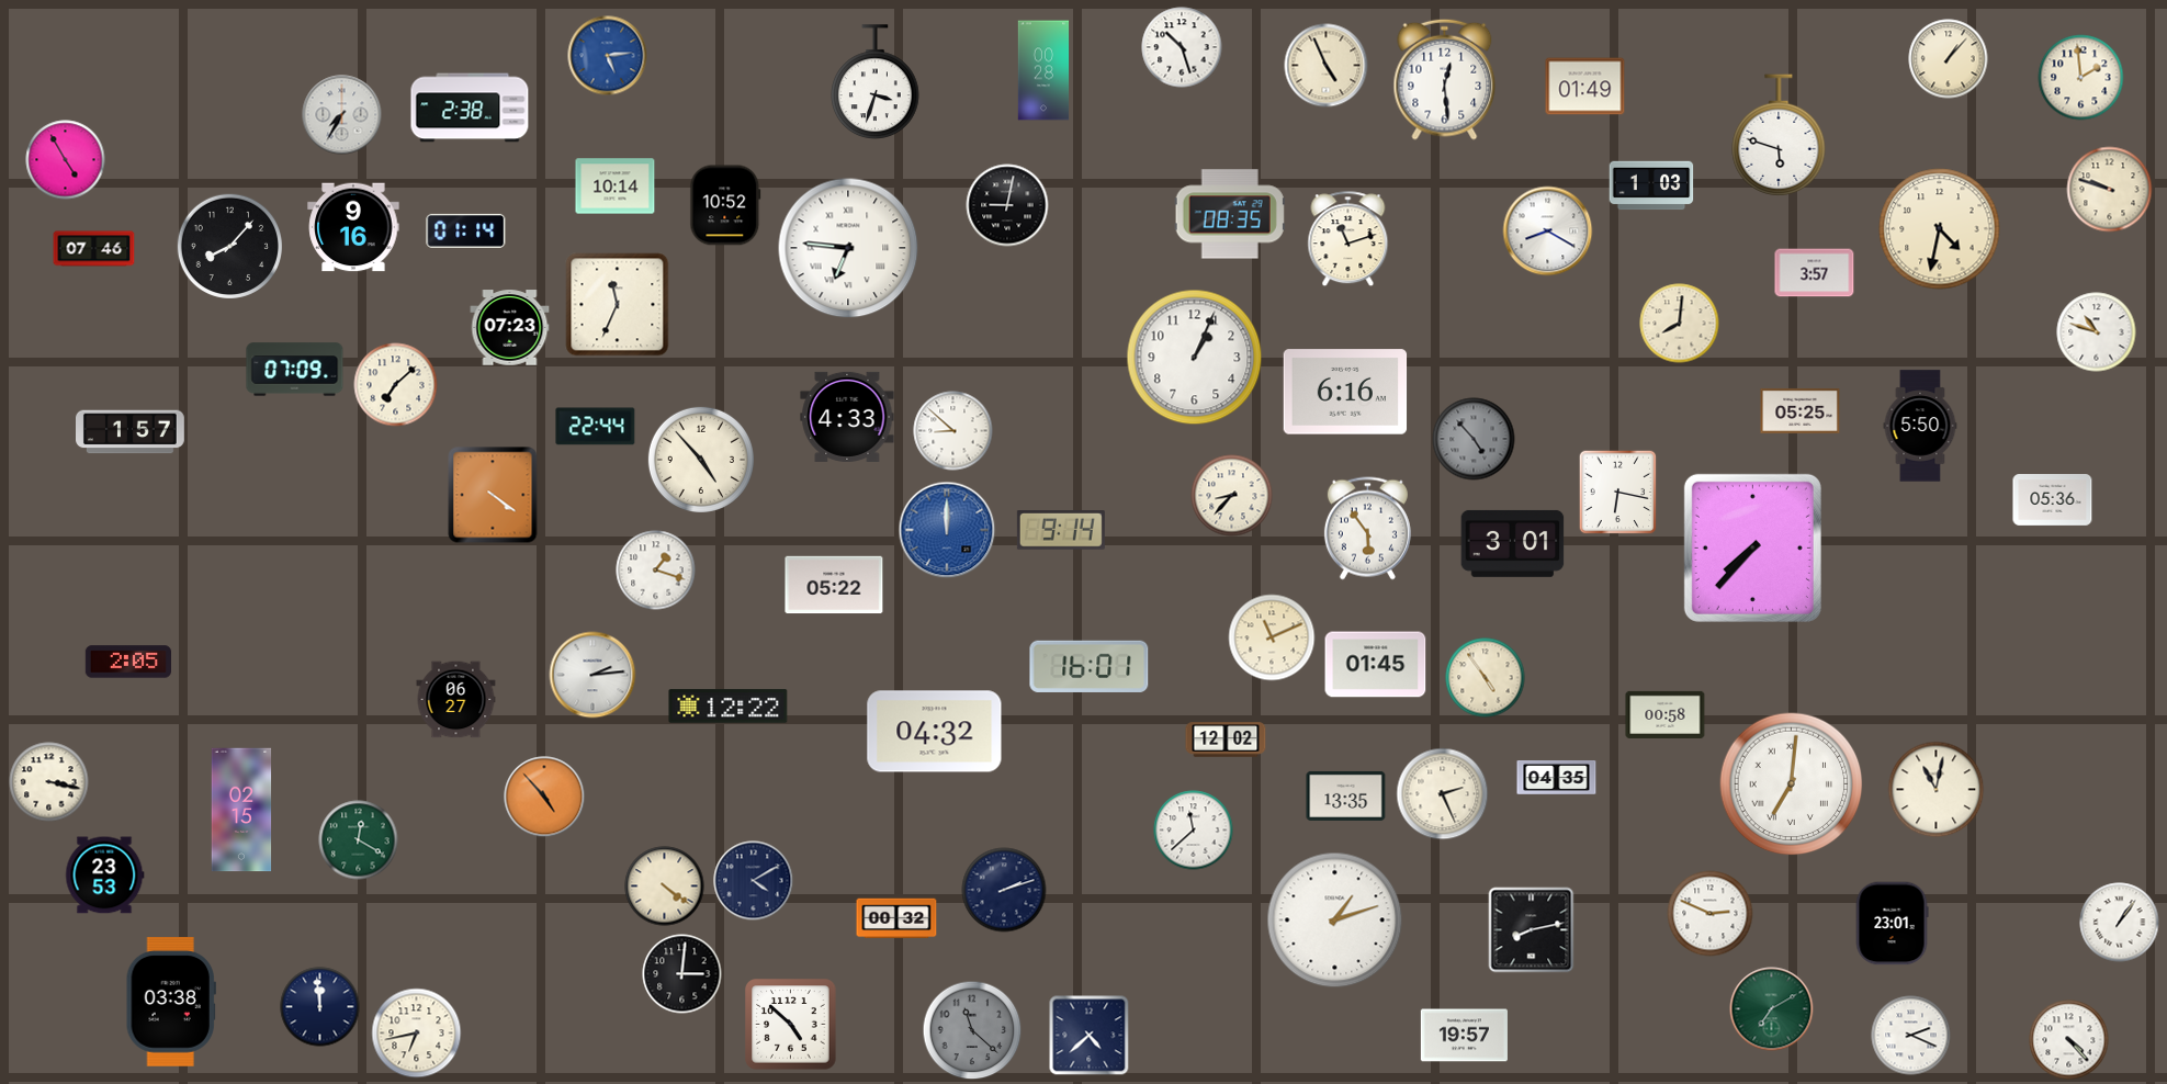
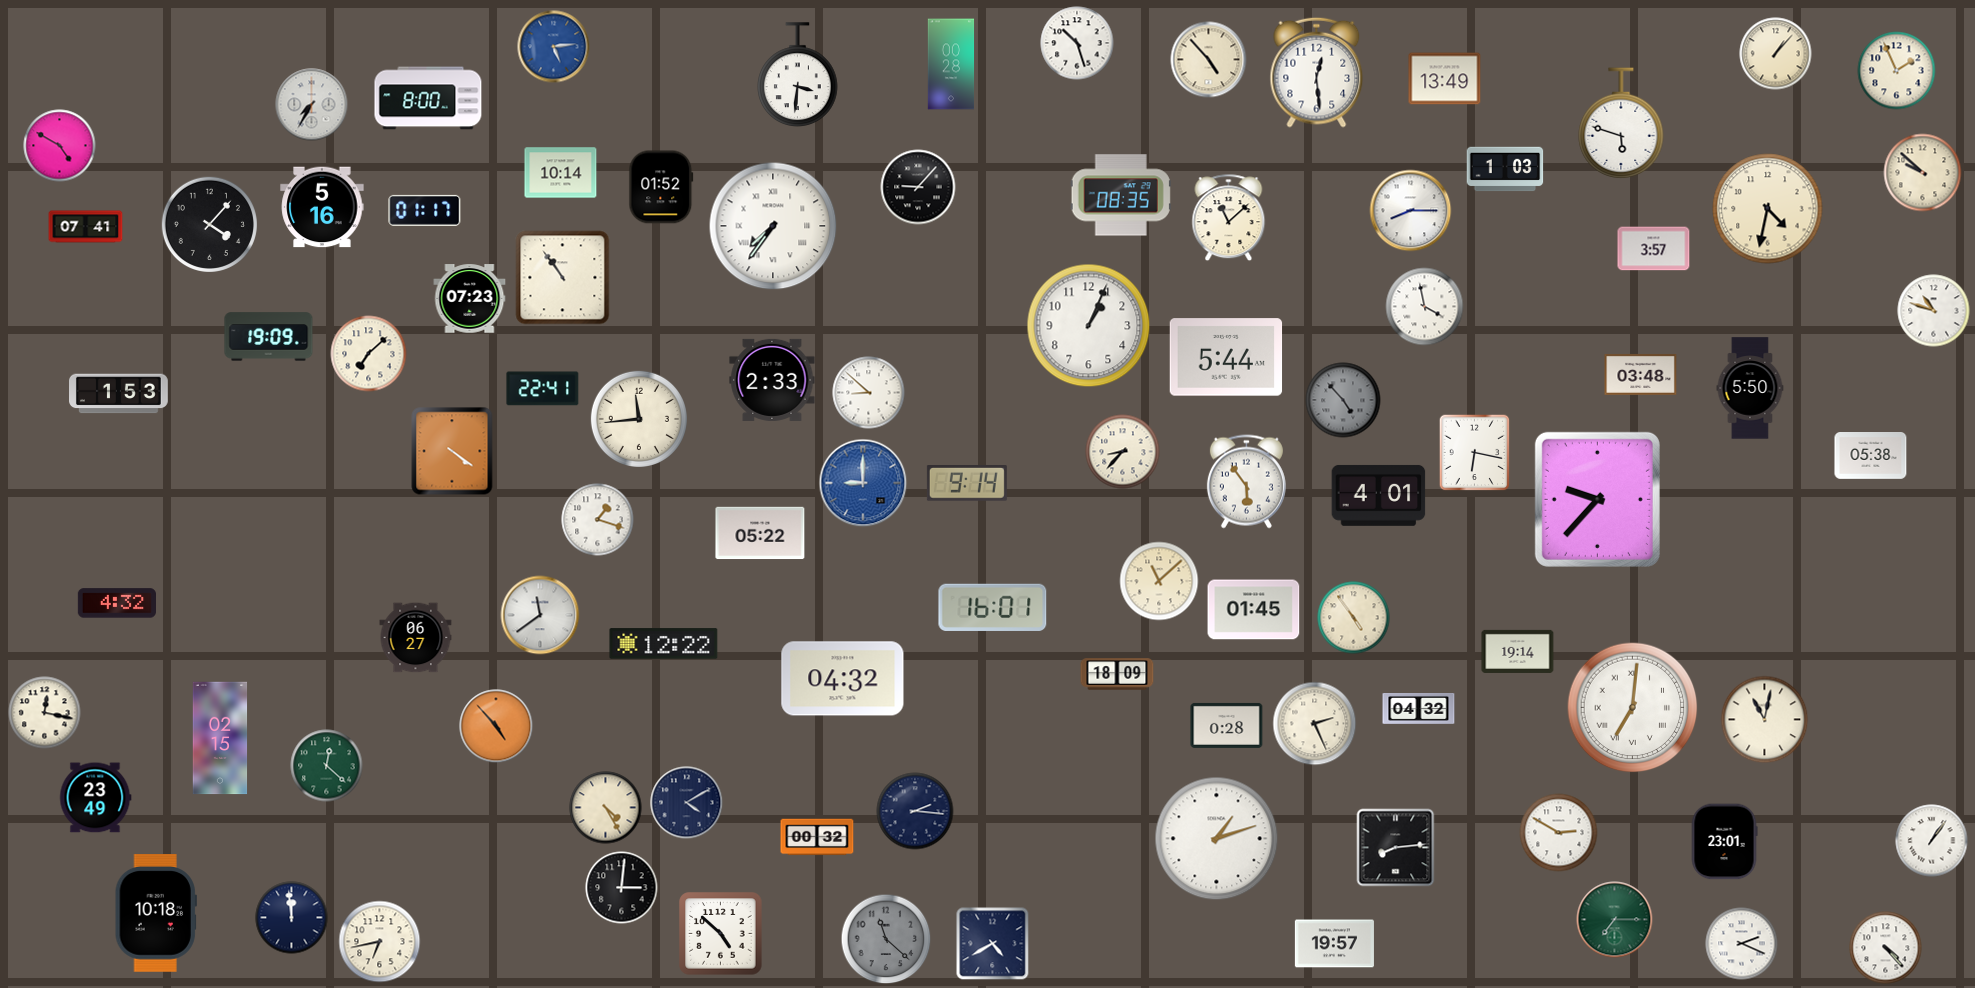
clock at (608, 56) position: (608, 56) -> (554, 47)
clock at (1327, 66): 4:56 -> 4:53
clock at (2081, 78): 1:59 -> 1:56
clock at (876, 81): 3:33 -> 3:31
clock at (1585, 87): 01:49 -> 13:49
clock at (470, 108): 2:38 -> 8:00
clock at (66, 160): 4:55 -> 4:50
clock at (616, 187) position: (616, 187) -> (561, 173)
clock at (2110, 190): 9:48 -> 9:52
clock at (725, 205): 10:52 -> 01:52
clock at (1007, 205): 9:02 -> 9:07
clock at (353, 227): 9:16 -> 5:16
clock at (466, 230): 01:14 -> 01:17
clock at (1548, 232): 8:20 -> 8:15
clock at (1348, 239): 11:12 -> 11:08
clock at (229, 246): 8:07 -> 4:07
clock at (848, 248): 6:46 -> 7:36
clock at (94, 249): 07:46 -> 07:41
clock at (618, 305): 11:34 -> 10:54
clock at (1680, 324): 8:01 -> none
clock at (510, 328) position: (510, 328) -> (470, 299)
clock at (2097, 332) position: (2097, 332) -> (1934, 311)
clock at (1425, 307): none -> 3:58
clock at (295, 370): 07:09 -> 19:09
clock at (396, 385) position: (396, 385) -> (369, 354)
clock at (1345, 392): 6:16 -> 5:44
clock at (1801, 410): 05:25 -> 03:48
clock at (847, 417): 4:33 -> 2:33
clock at (596, 427): 22:44 -> 22:41
clock at (131, 432): 1:57 -> 1:53
clock at (701, 460): 4:53 -> 11:44
clock at (1618, 493) position: (1618, 493) -> (1475, 453)
clock at (493, 495) position: (493, 495) -> (452, 451)
clock at (2053, 500): 05:36 -> 05:38
clock at (947, 530): 12:00 -> 9:00
clock at (1513, 543): 3:01 -> 4:01
clock at (1752, 547): 7:37 -> 9:37
clock at (1272, 637): 11:11 -> 11:08
clock at (127, 662): 2:05 -> 4:32
clock at (1376, 665) position: (1376, 665) -> (1254, 610)
clock at (592, 675): 2:14 -> 11:39
clock at (1666, 714): 00:58 -> 19:14
clock at (935, 732) position: (935, 732) -> (843, 679)
clock at (1226, 739): 12:02 -> 18:09
clock at (1557, 778): 04:35 -> 04:32
clock at (49, 782): 3:17 -> 12:17
clock at (1792, 784) position: (1792, 784) -> (1633, 708)
clock at (1346, 795): 13:35 -> 0:28
clock at (1194, 831): 11:38 -> none
clock at (359, 840): 12:20 -> 12:22
clock at (104, 876): 23:53 -> 23:49
clock at (665, 887): 4:21 -> 4:25
clock at (1004, 890): 2:12 -> 2:16
clock at (1711, 914): 2:49 -> 2:50
clock at (1532, 930): 8:13 -> 8:14
clock at (171, 1002): 03:38 -> 10:18
clock at (1772, 1009): 7:10 -> 7:15
clock at (1090, 1036): 4:38 -> 4:40
